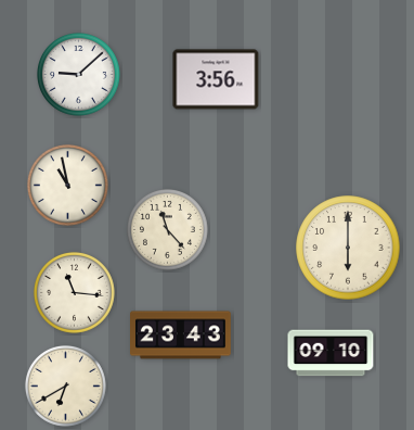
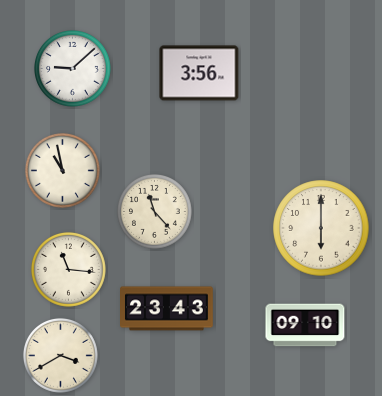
clock at (65, 385): 6:40 -> 3:40
